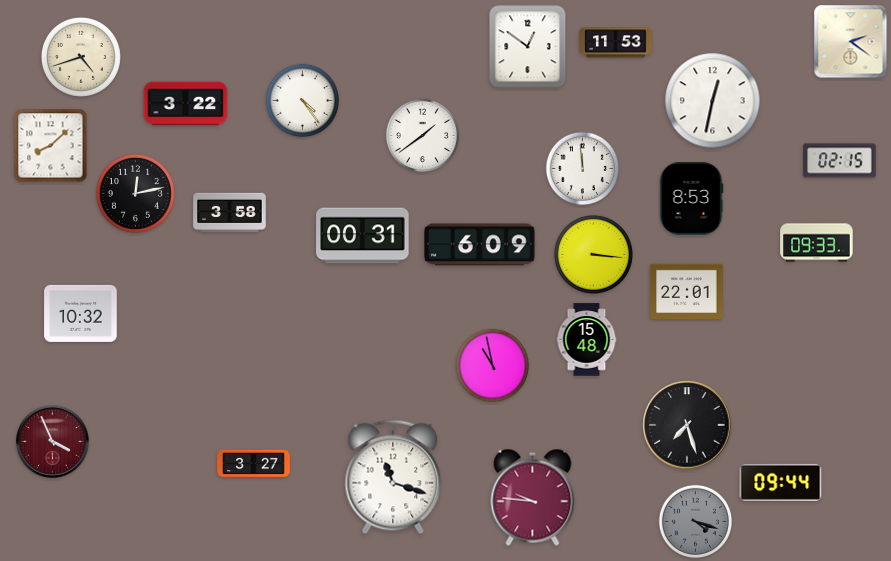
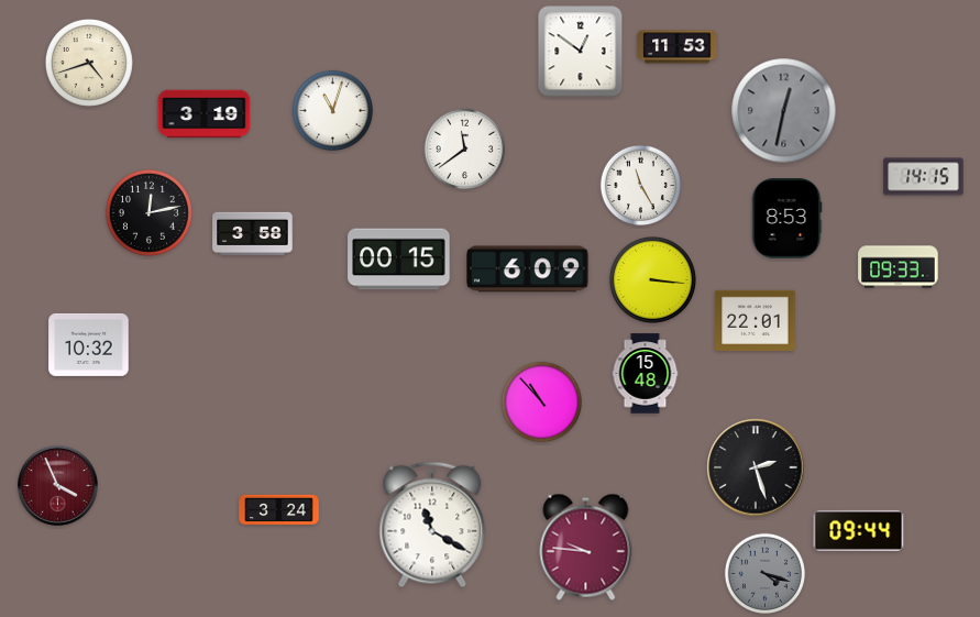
clock at (851, 42): 2:21 -> none
clock at (302, 100): 4:24 -> 11:03
clock at (713, 101) dial: white -> grey
clock at (186, 104): 3:22 -> 3:19
clock at (422, 135): 1:39 -> 11:39
clock at (51, 146): 8:08 -> none
clock at (840, 161): 02:15 -> 14:15
clock at (582, 168): 11:59 -> 11:25
clock at (691, 199) position: (691, 199) -> (786, 219)
clock at (363, 236): 00:31 -> 00:15
clock at (492, 365): 10:58 -> 10:53
clock at (687, 425): 7:27 -> 2:27
clock at (254, 464): 3:27 -> 3:24
clock at (393, 477): 11:18 -> 11:20
